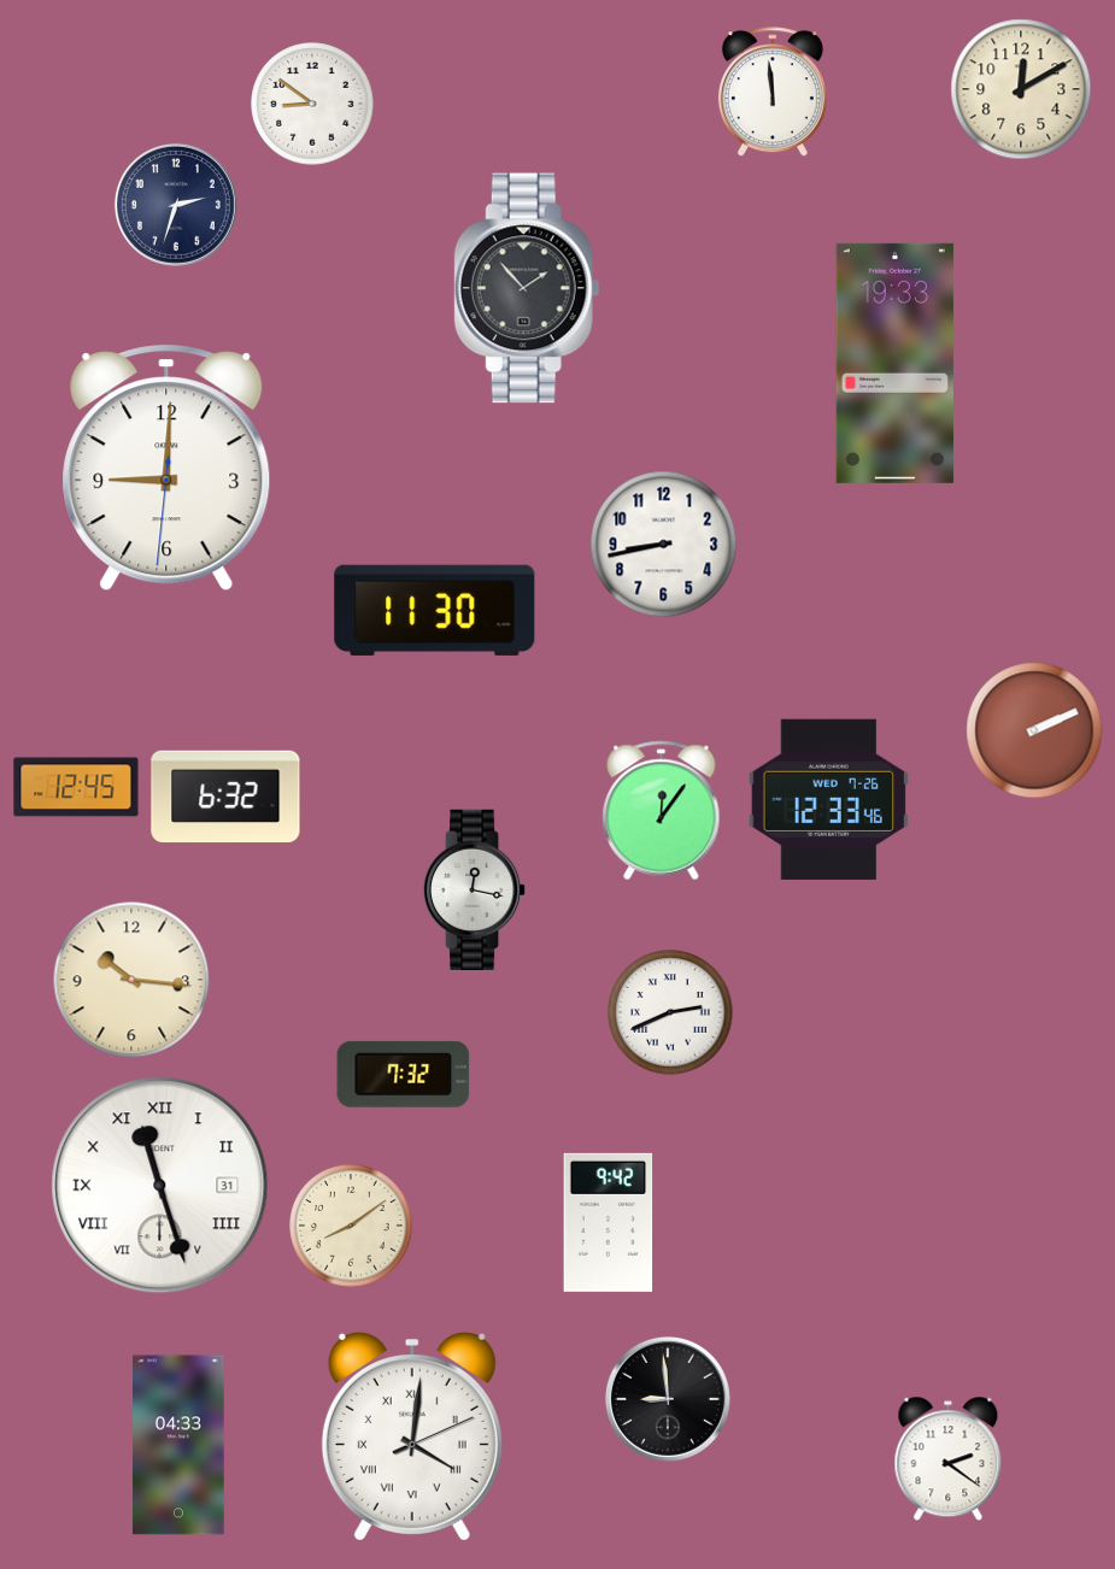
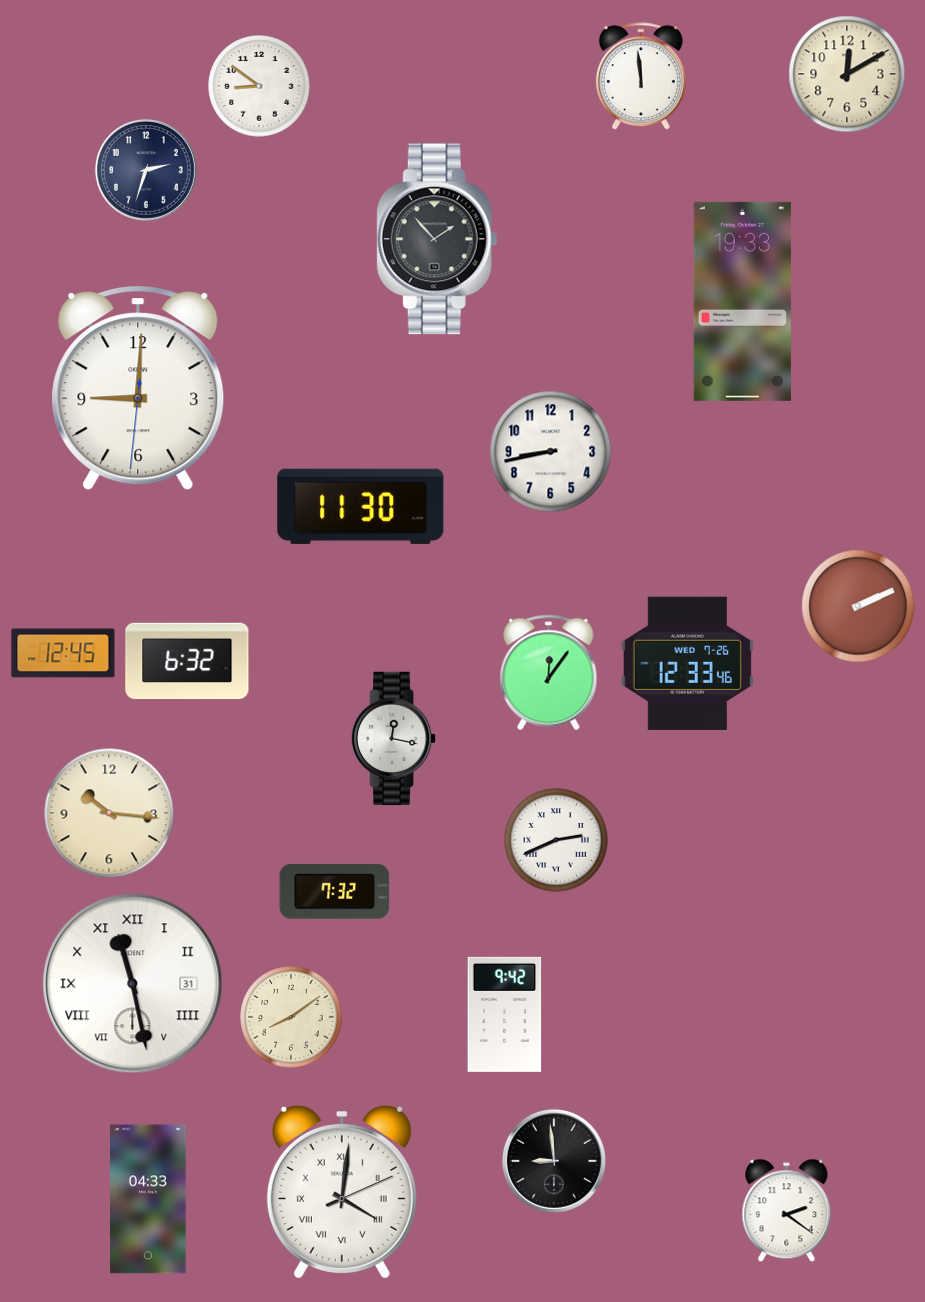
clock at (160, 1186): 11:27 -> 11:28
